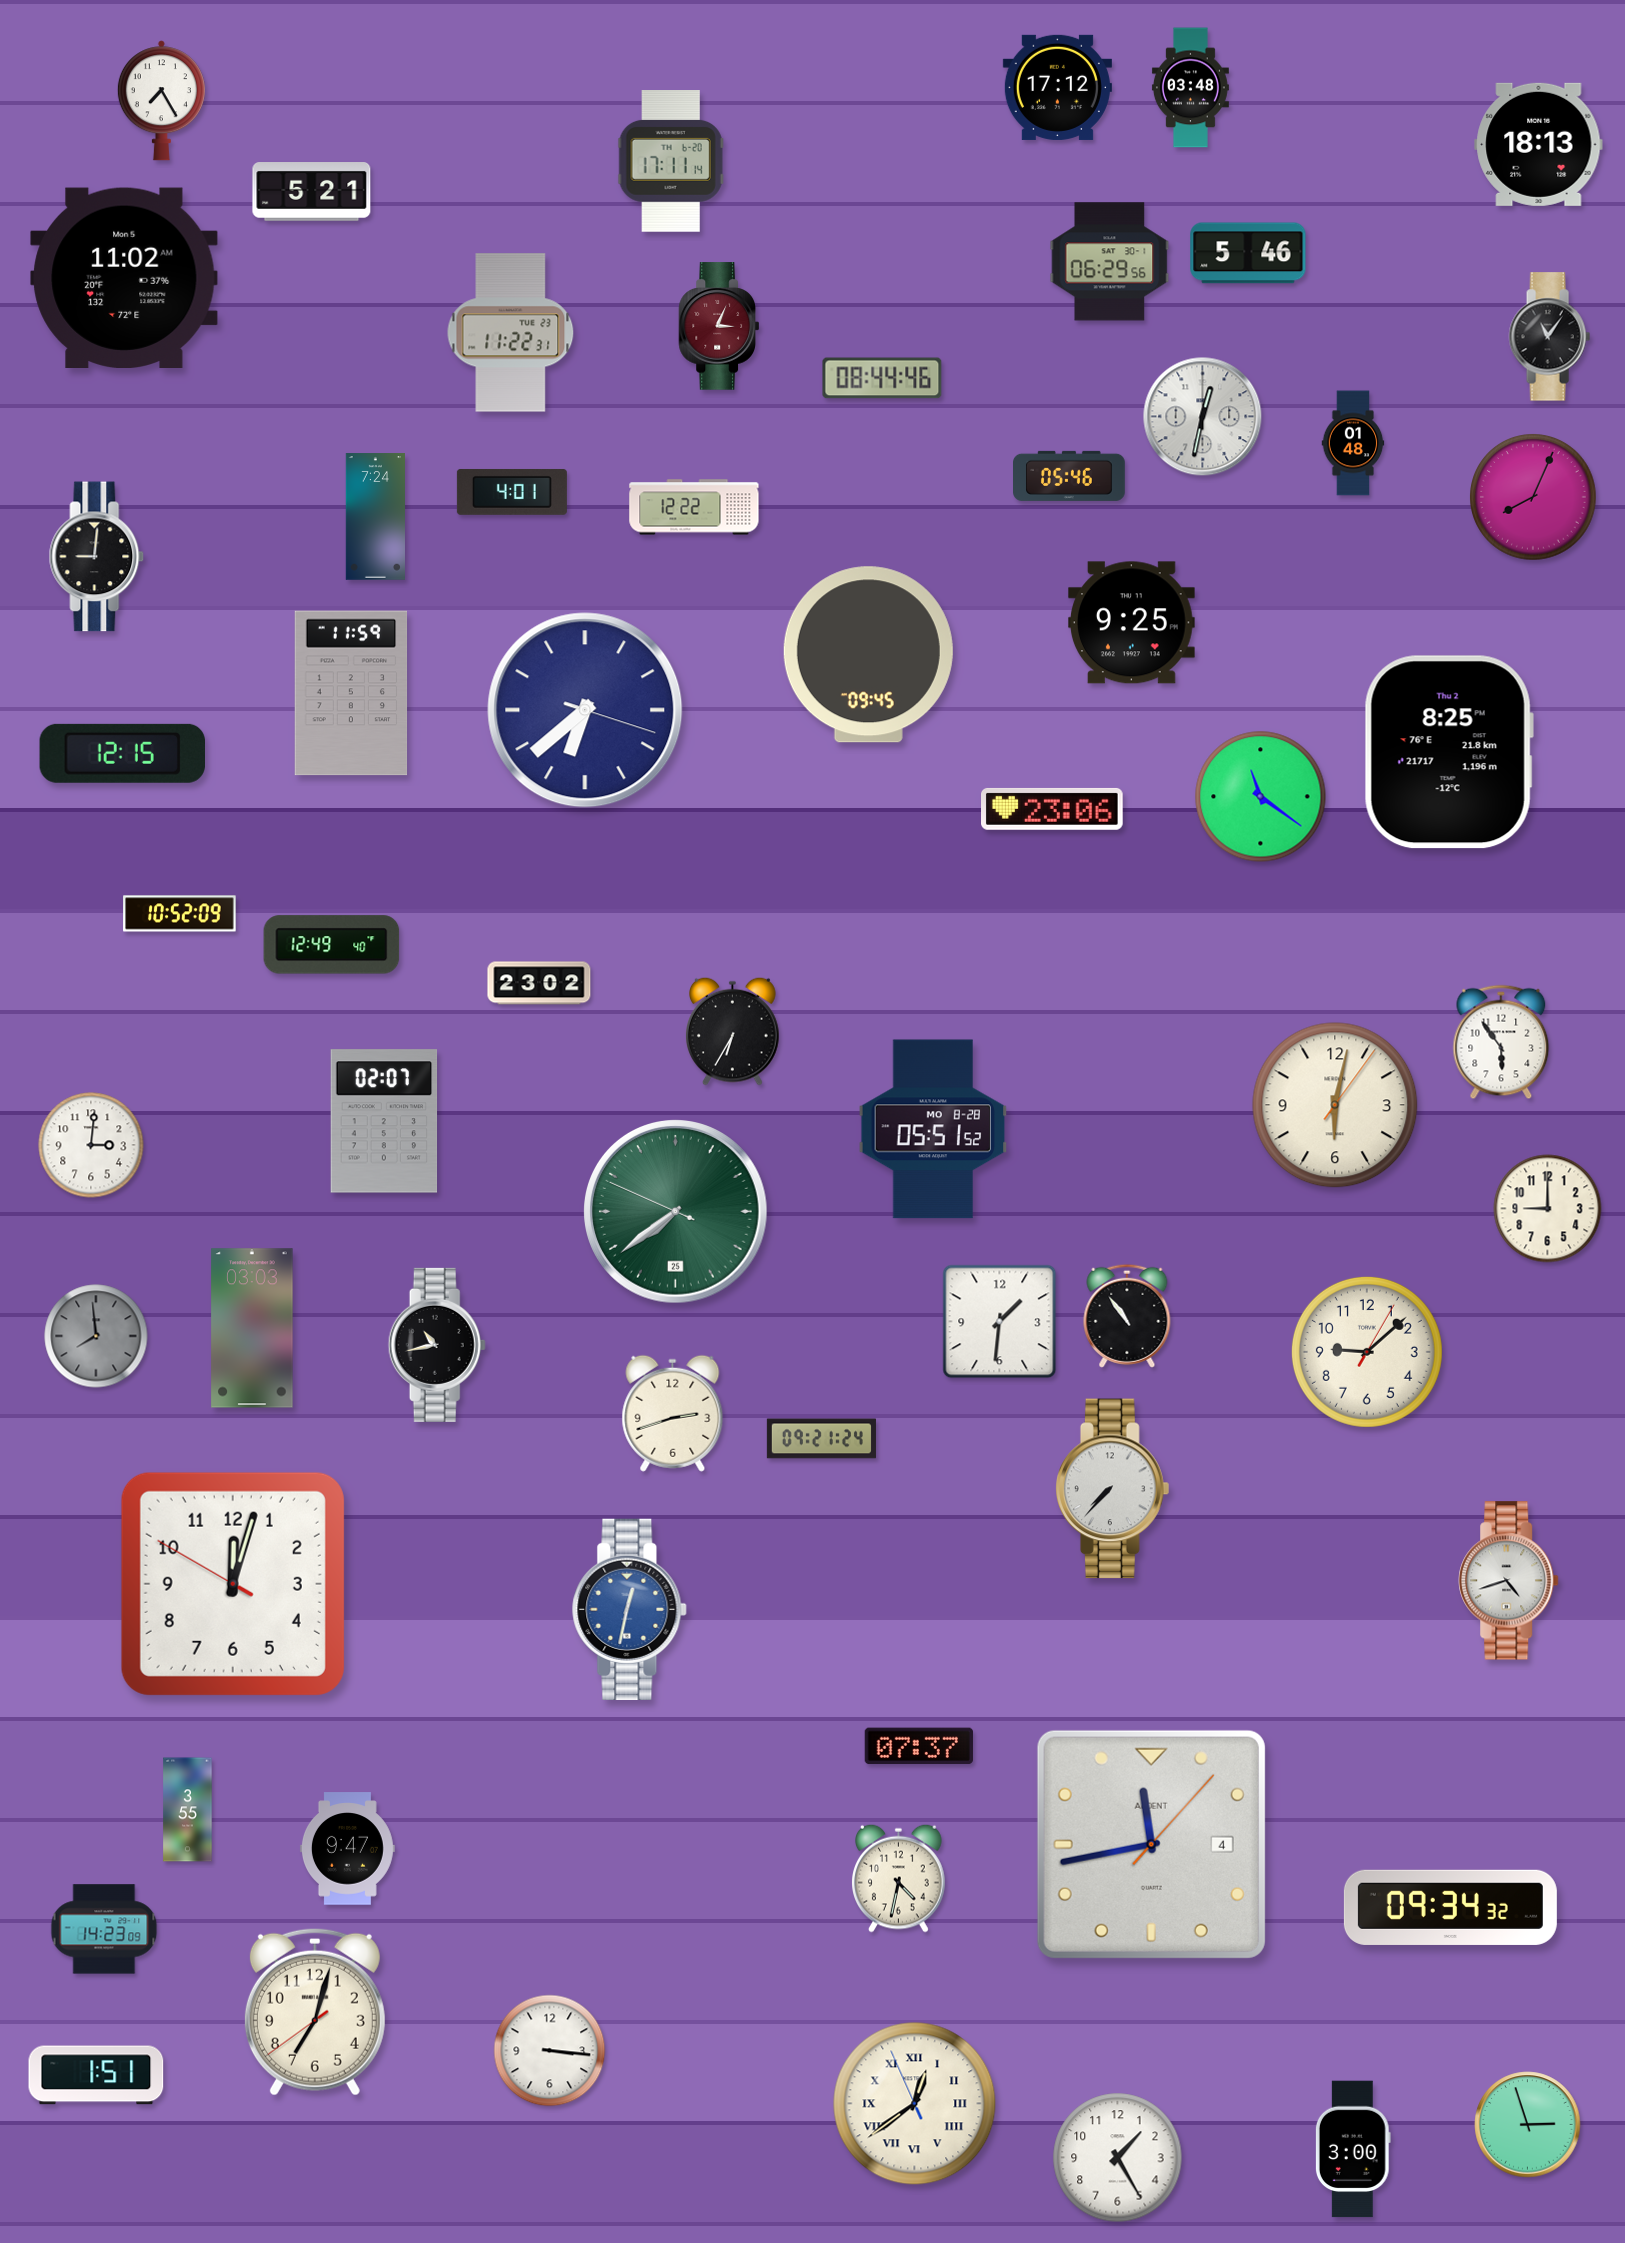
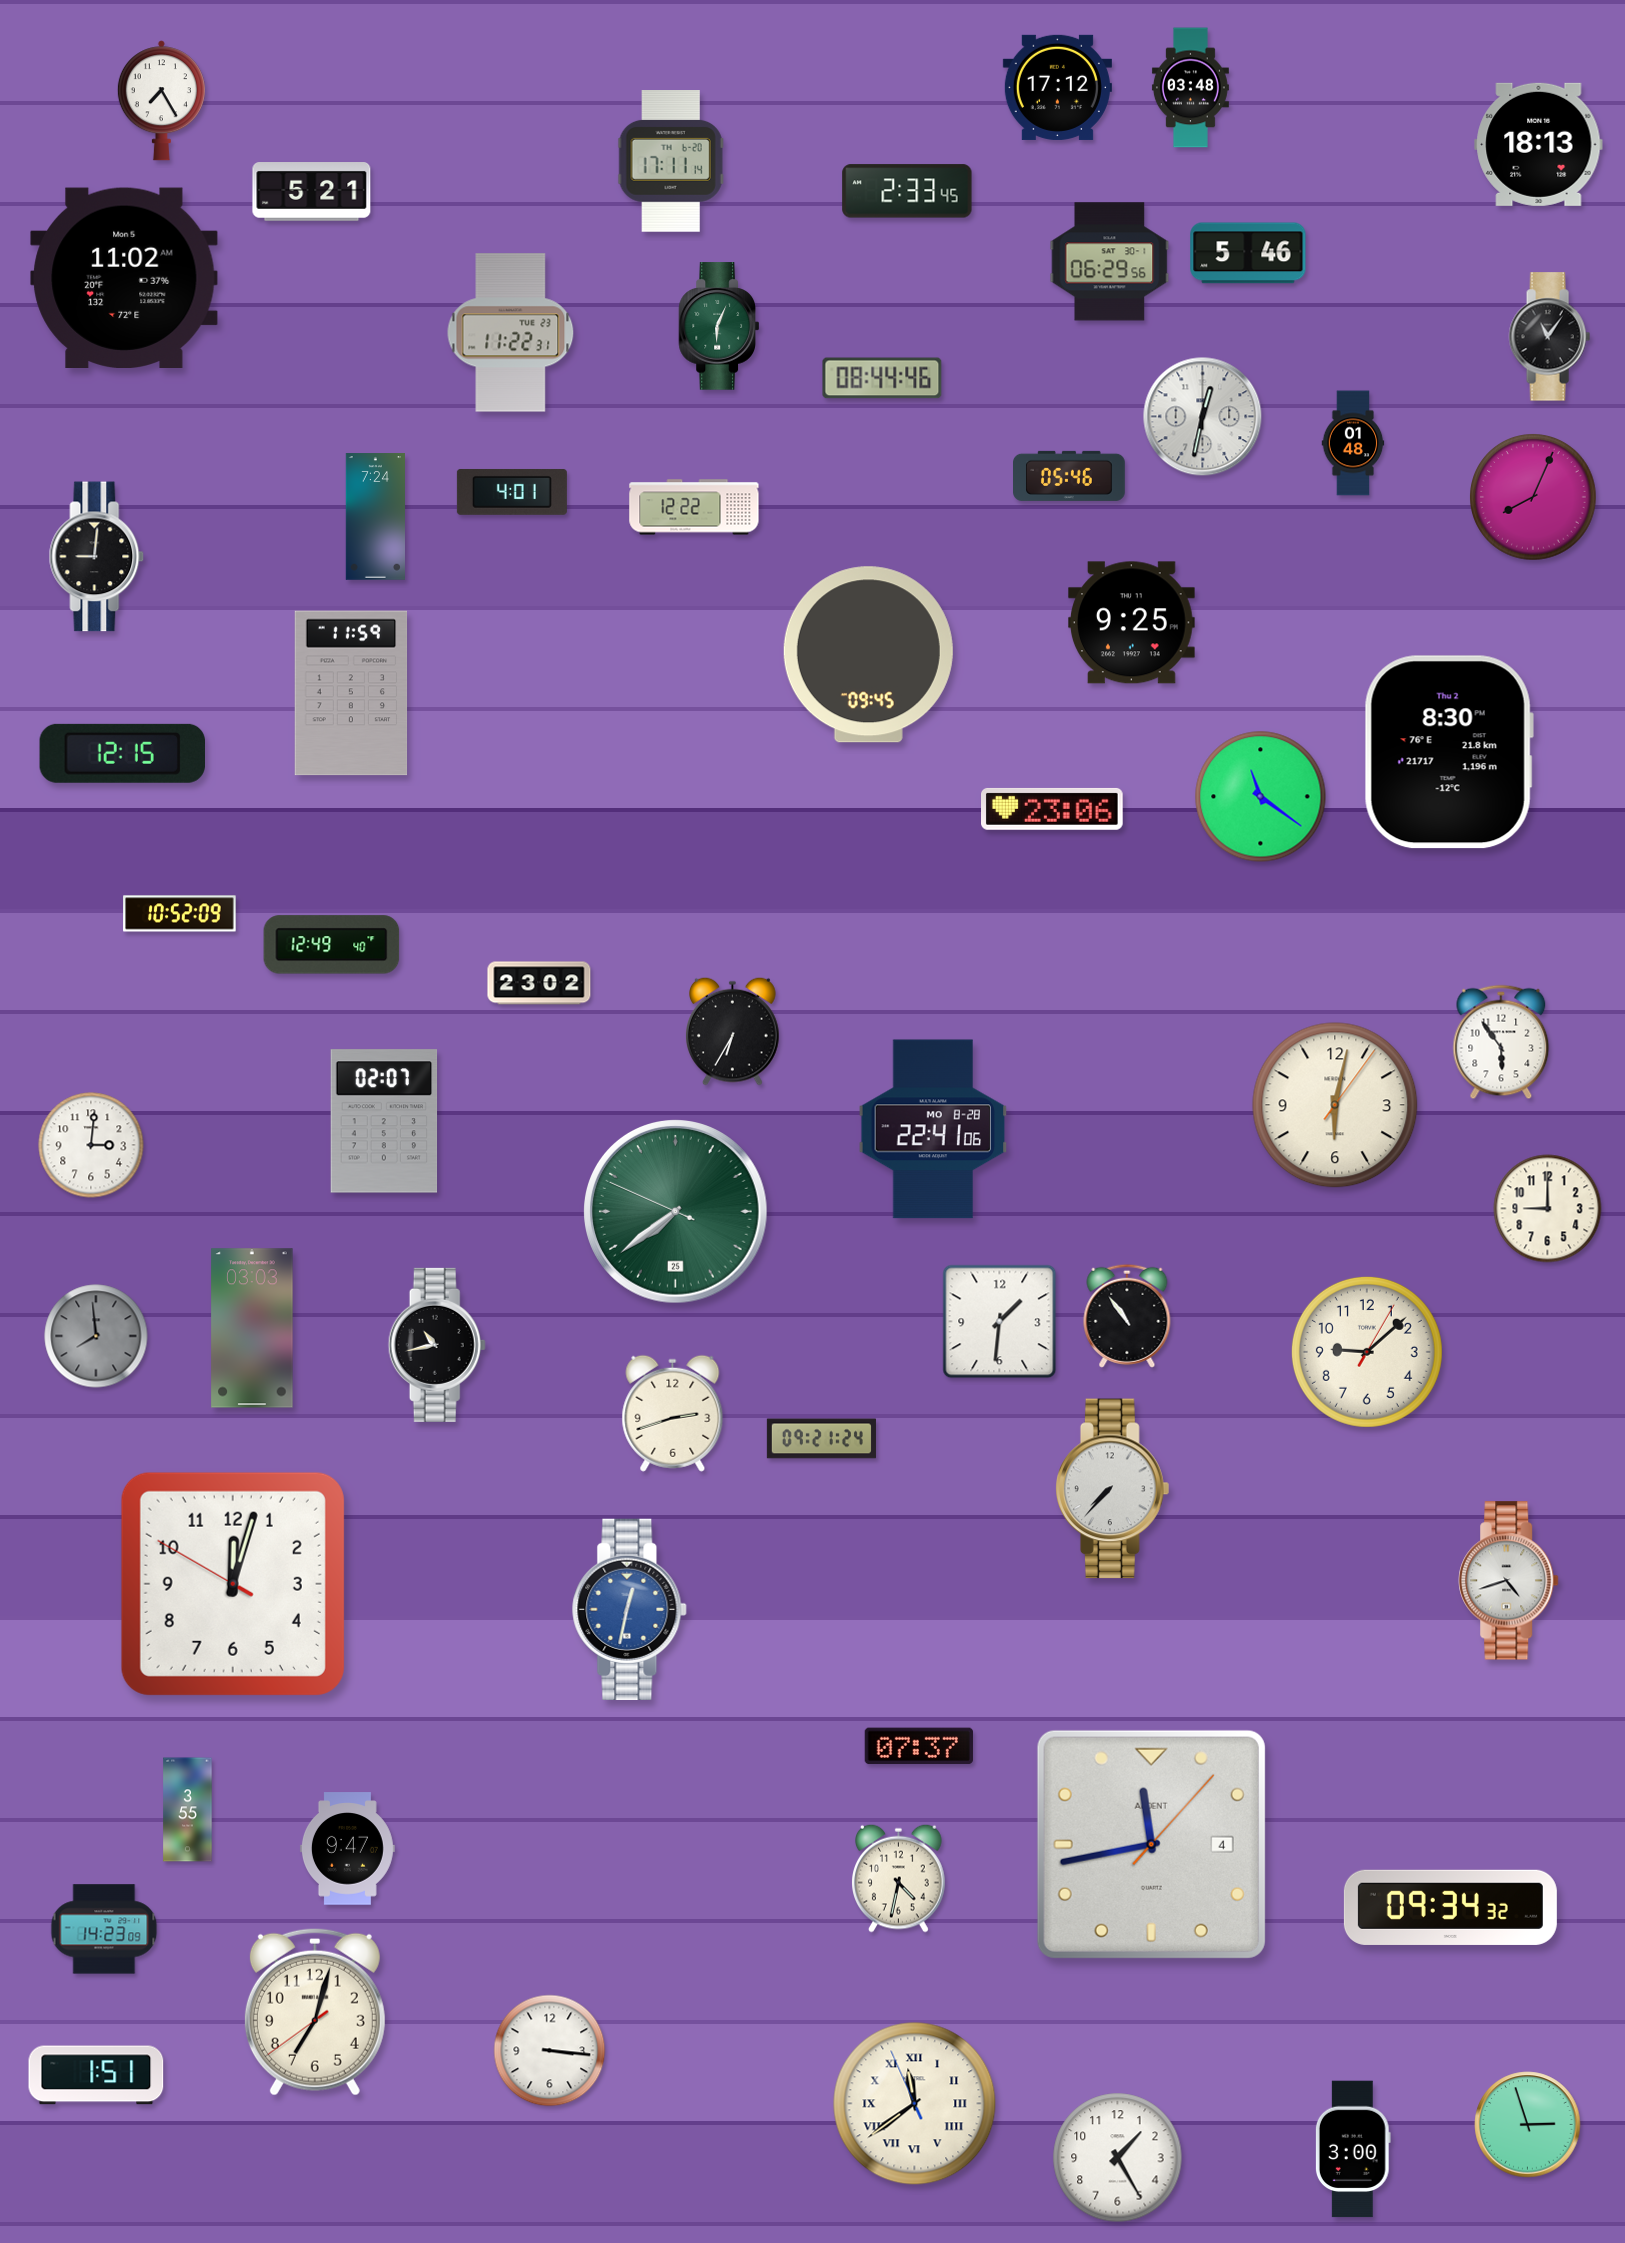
clock at (907, 191): none -> 2:33
clock at (718, 326): 3:04 -> 6:04
clock at (718, 326) dial: burgundy -> green
clock at (585, 710): 6:38 -> none
clock at (1449, 752): 8:25 -> 8:30
clock at (933, 1129): 05:51 -> 22:41
clock at (915, 2104): 12:38 -> 11:38
